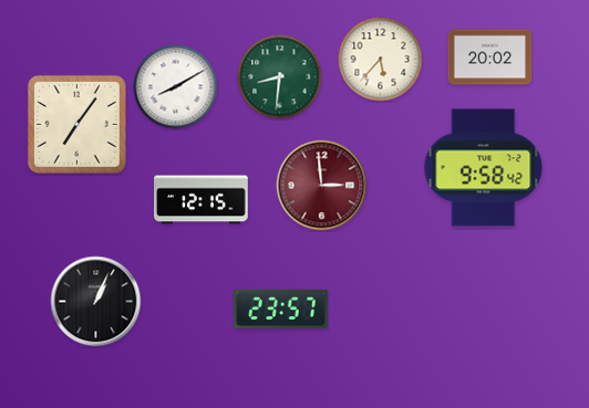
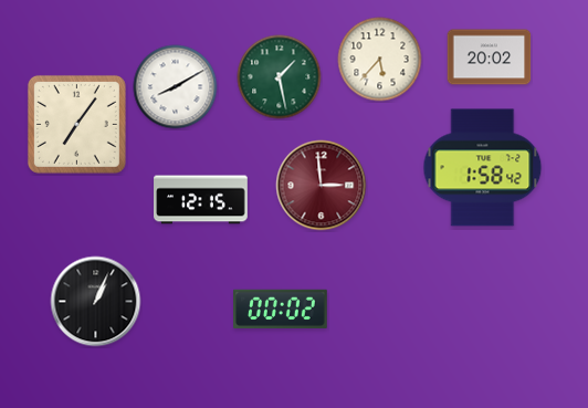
clock at (280, 77): 8:31 -> 1:28
clock at (484, 168): 9:58 -> 1:58
clock at (281, 308): 23:57 -> 00:02
